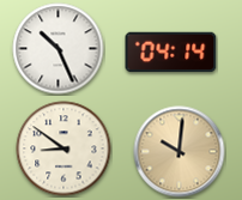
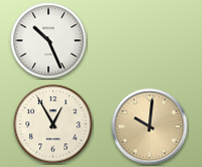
clock at (171, 53): 04:14 -> none
clock at (63, 149): 8:51 -> 12:55
